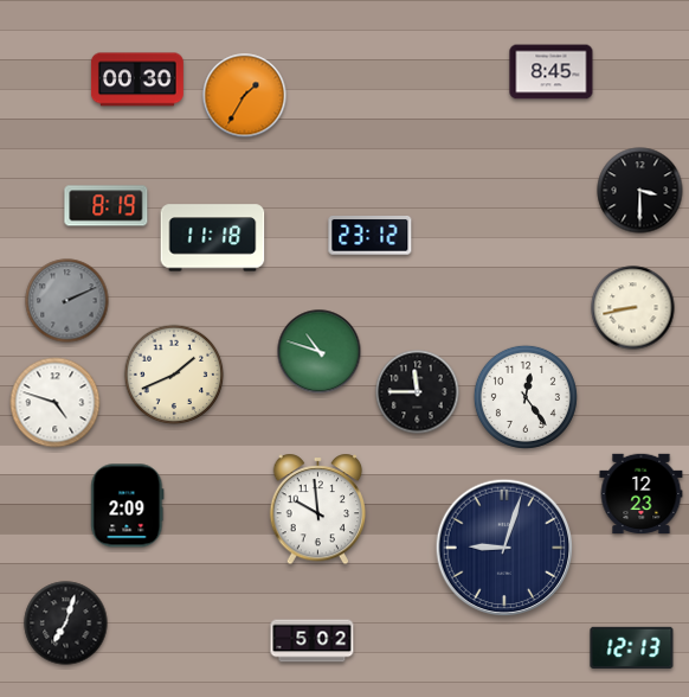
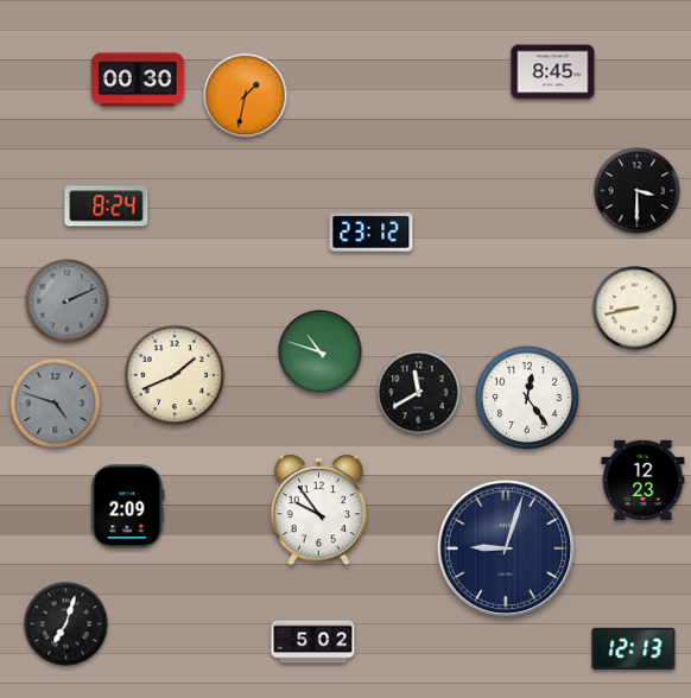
clock at (245, 96): 1:35 -> 1:32
clock at (640, 191) position: (640, 191) -> (638, 191)
clock at (107, 206): 8:19 -> 8:24
clock at (371, 236) position: (371, 236) -> (372, 233)
clock at (213, 238): 11:18 -> none
clock at (418, 392): 11:45 -> 11:40
clock at (56, 403) dial: white -> grey
clock at (642, 494) position: (642, 494) -> (644, 481)
clock at (318, 510): 9:59 -> 9:54
